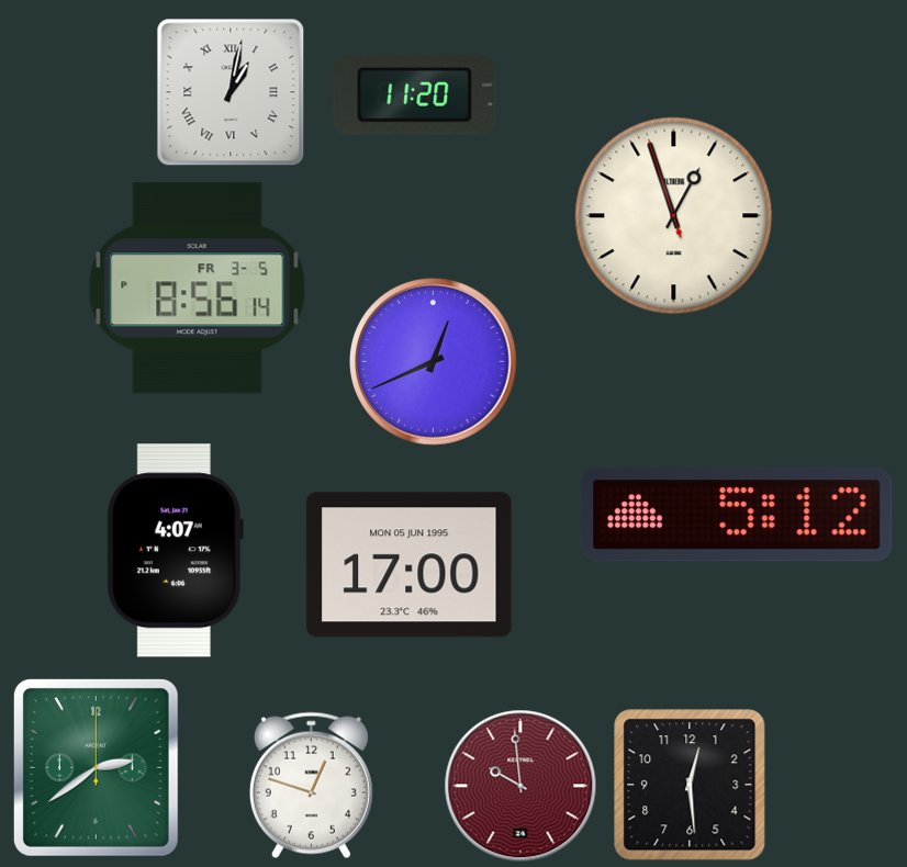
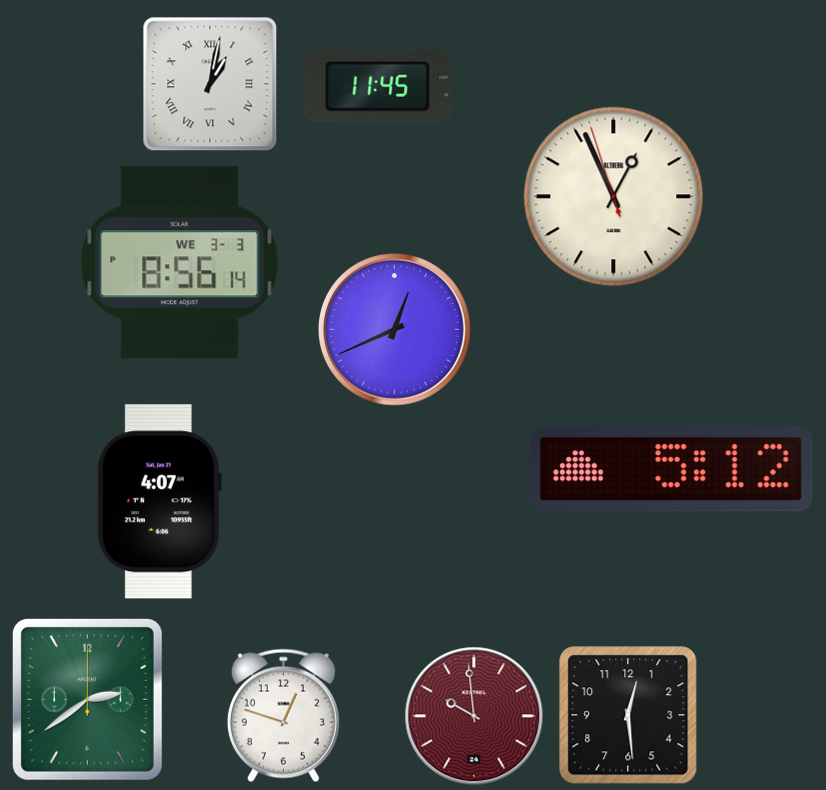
clock at (415, 94): 11:20 -> 11:45
clock at (674, 216): 12:56 -> 12:55
clock at (198, 289) date: FR 3-5 -> WE 3-3
clock at (410, 565): 17:00 -> none
